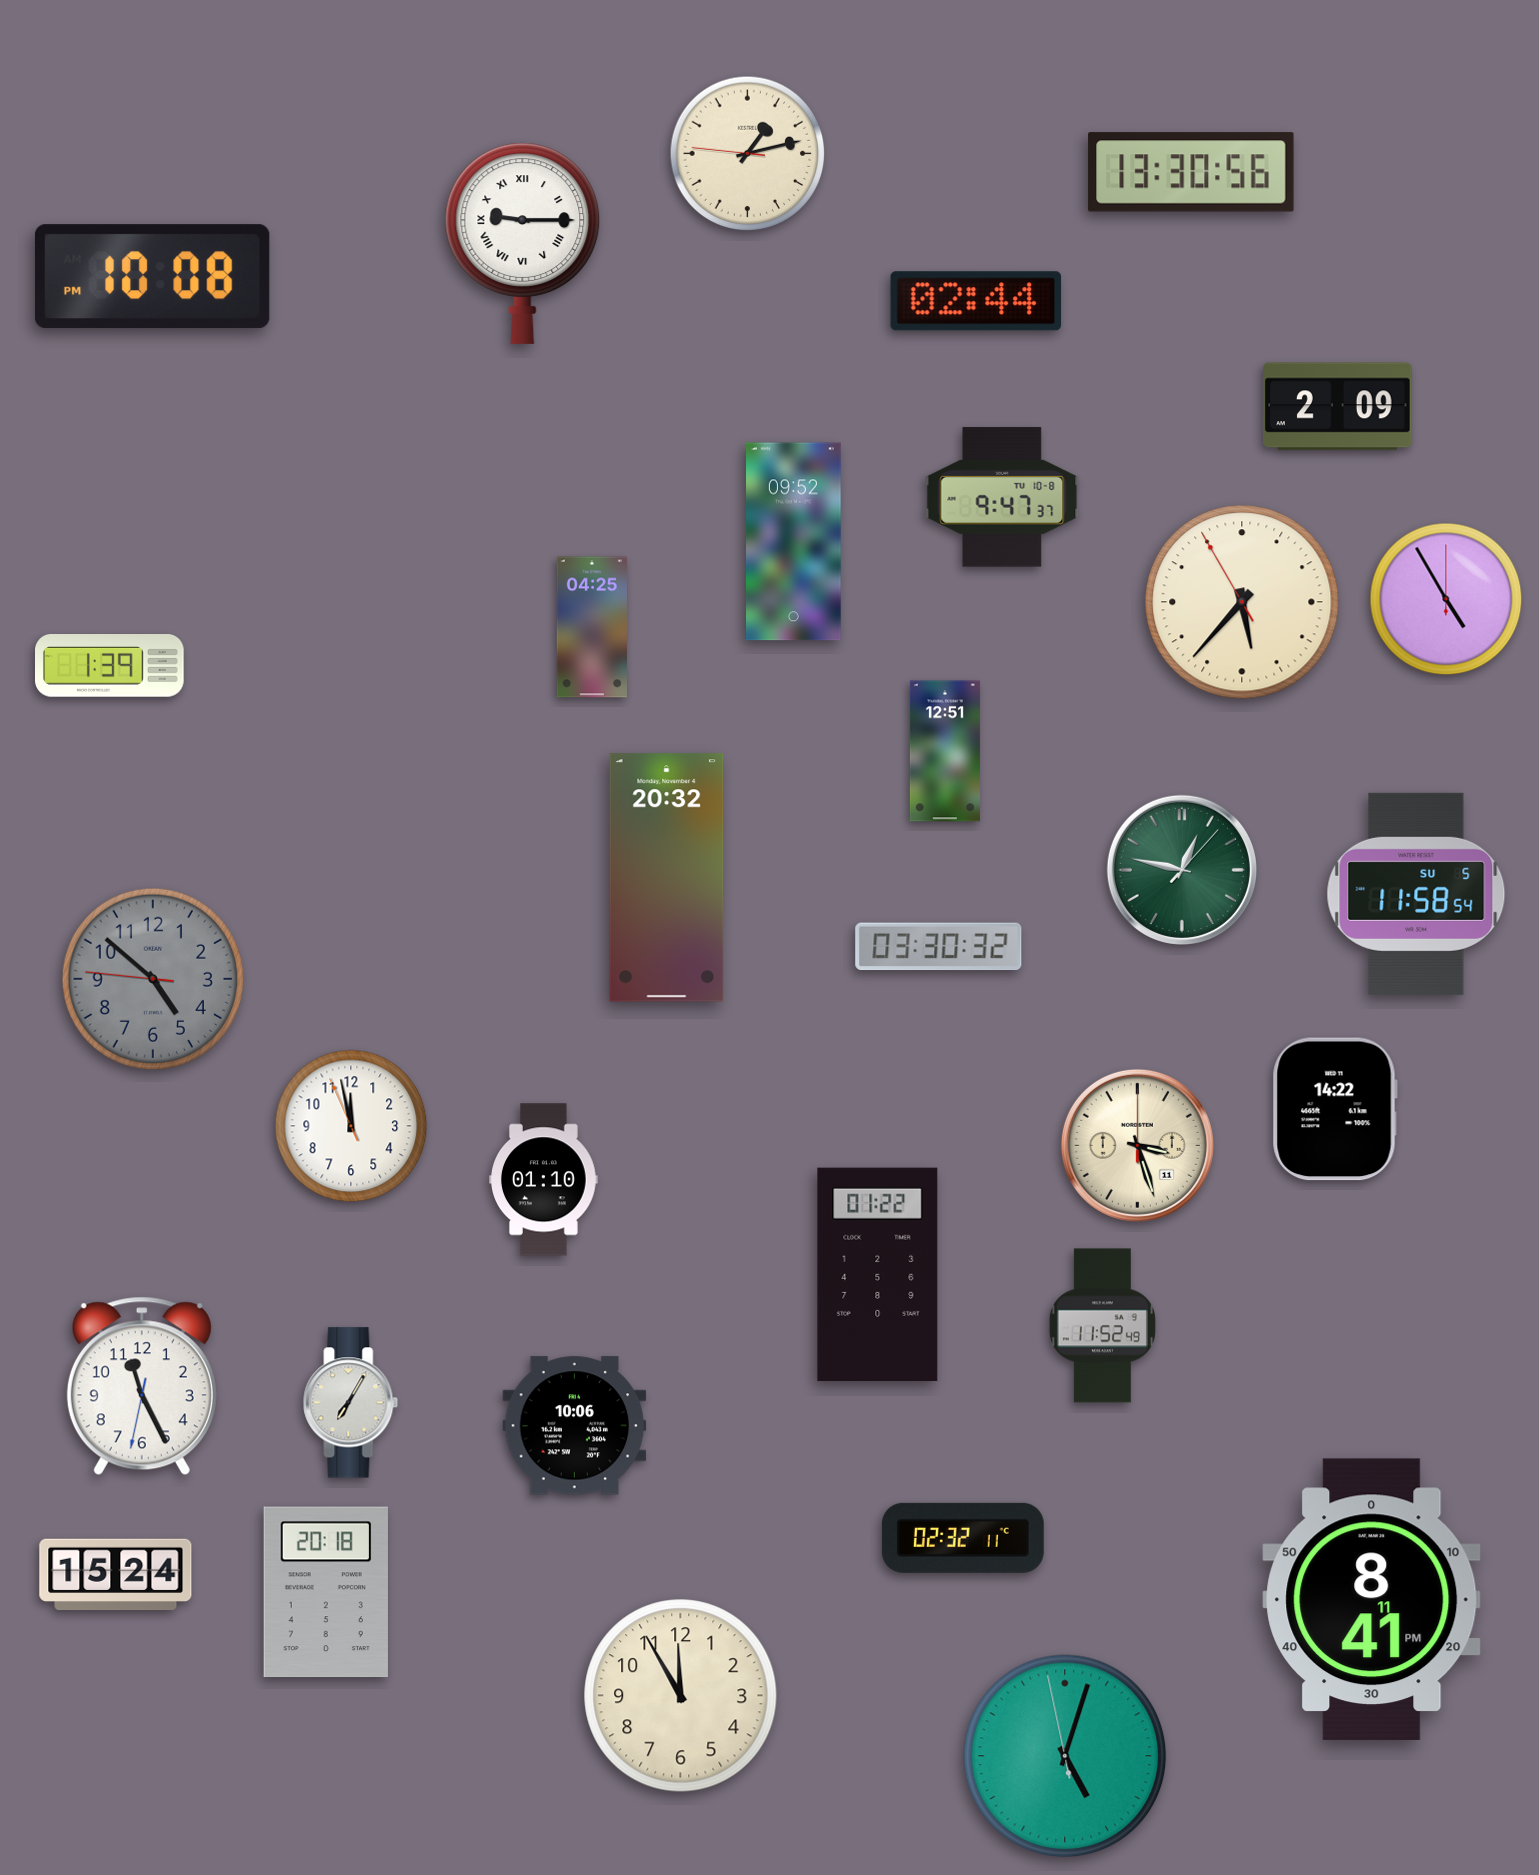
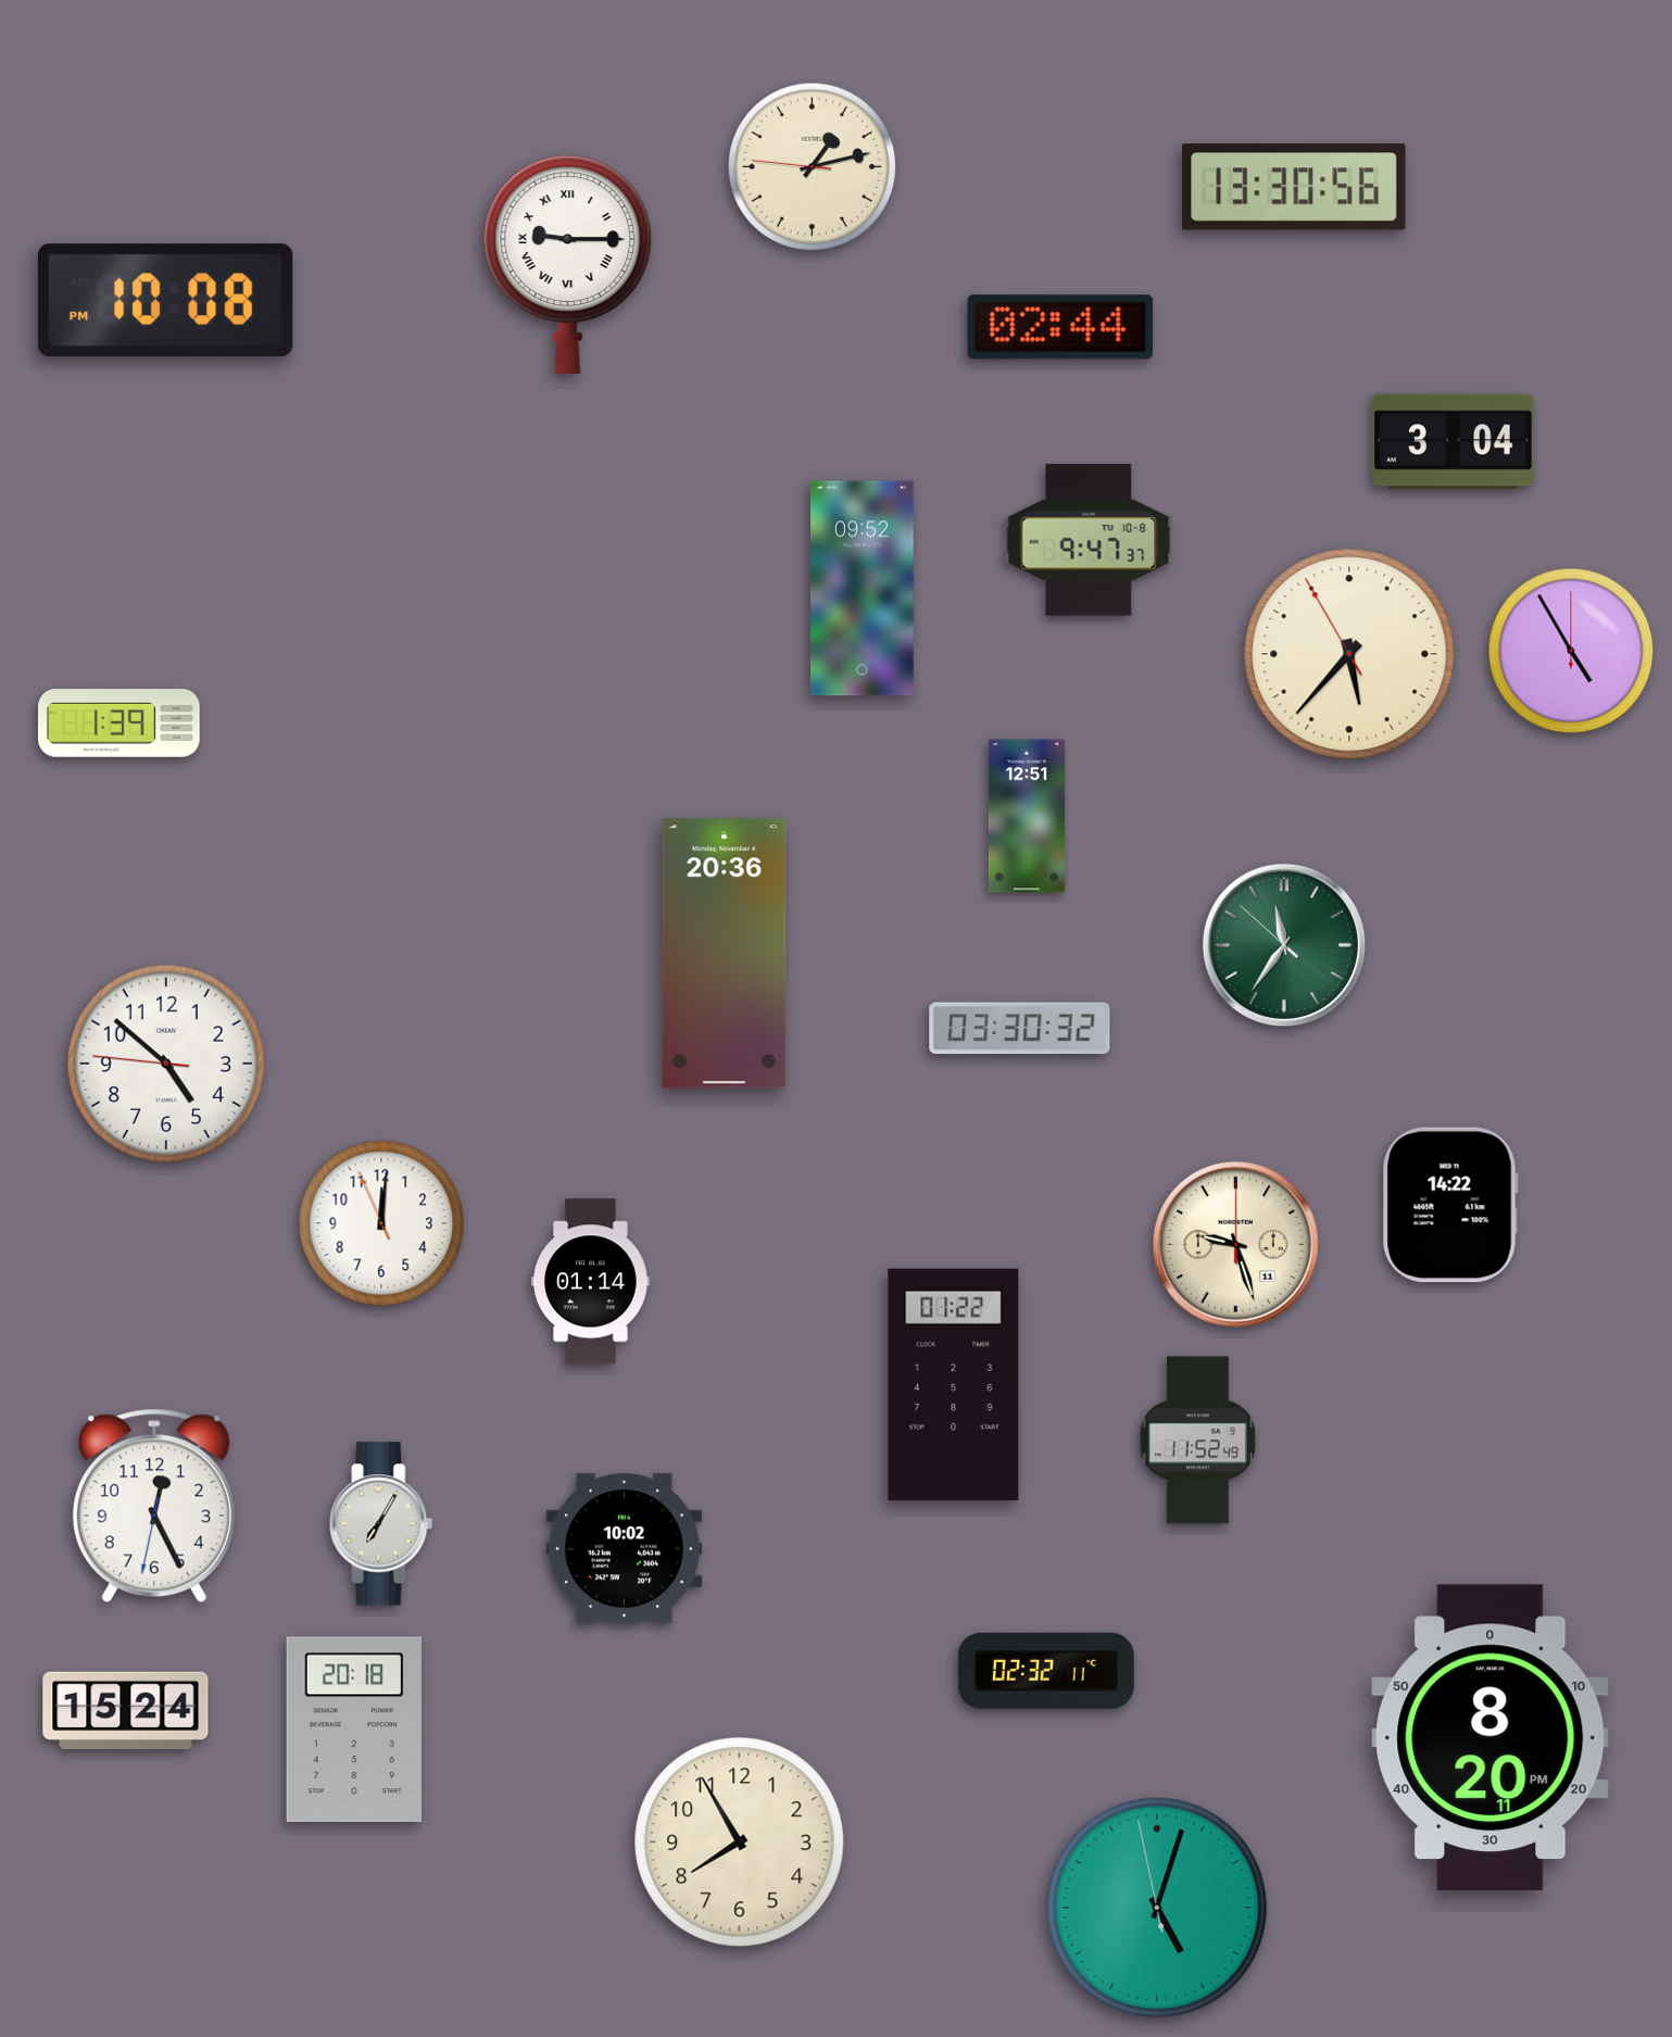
clock at (1338, 407): 2:09 -> 3:04
clock at (592, 627): 04:25 -> none
clock at (1182, 870): 12:47 -> 11:35
clock at (667, 878): 20:32 -> 20:36
clock at (1416, 894): 11:58 -> none
clock at (153, 979) dial: grey -> white
clock at (351, 1126): 11:57 -> 12:00
clock at (1137, 1145): 3:27 -> 9:27
clock at (544, 1180): 01:10 -> 01:14
clock at (142, 1386): 11:25 -> 12:25
clock at (575, 1426): 10:06 -> 10:02
clock at (1372, 1599): 8:41 -> 8:20
clock at (681, 1696): 11:55 -> 7:55
